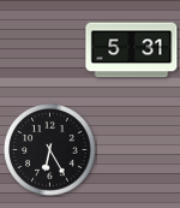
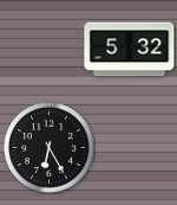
clock at (132, 50): 5:31 -> 5:32
